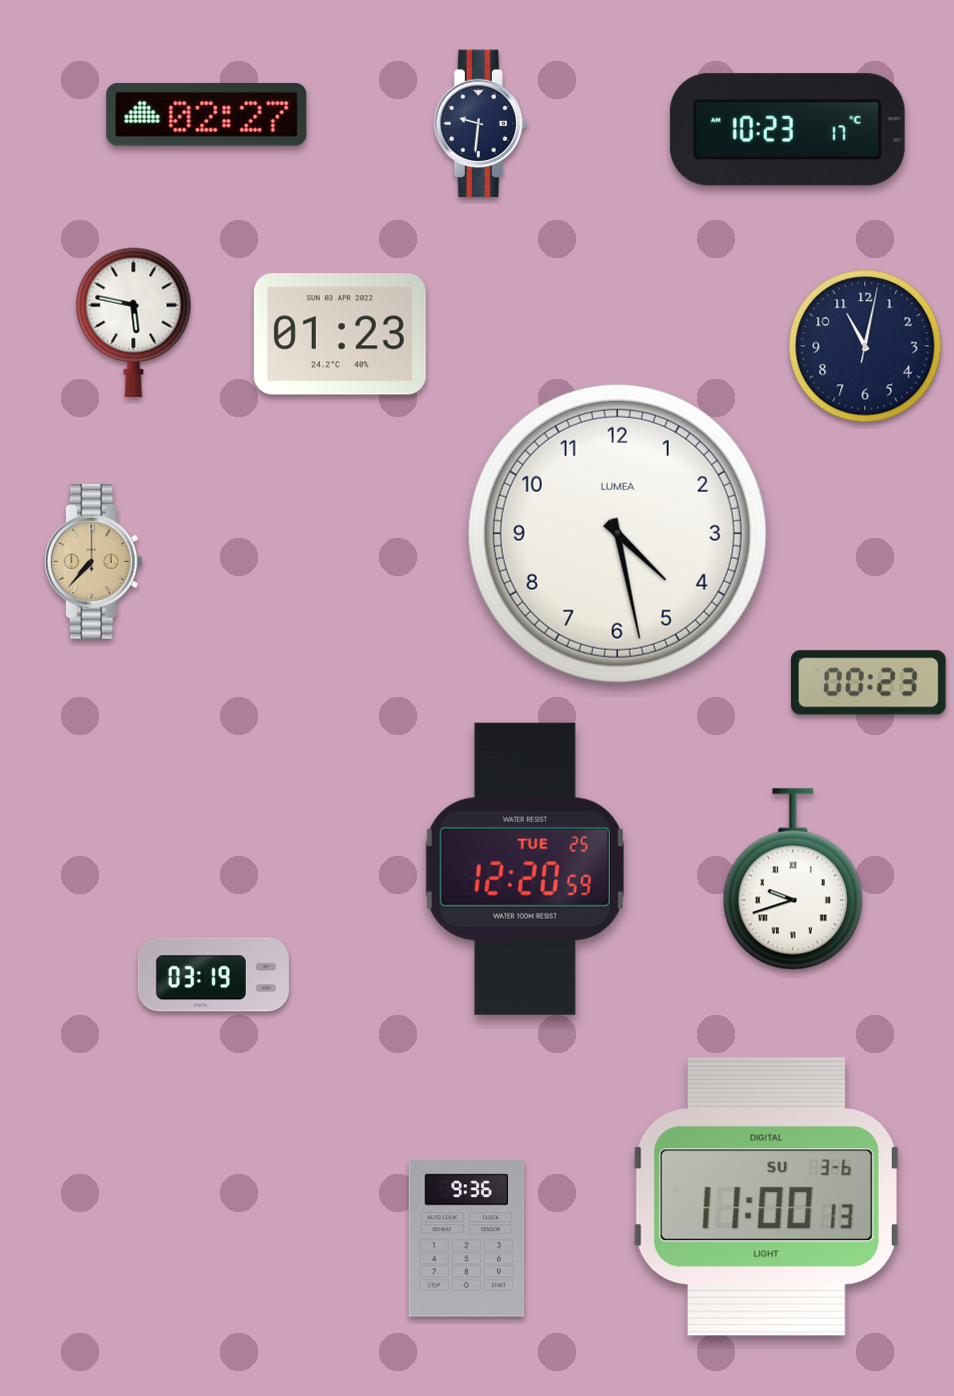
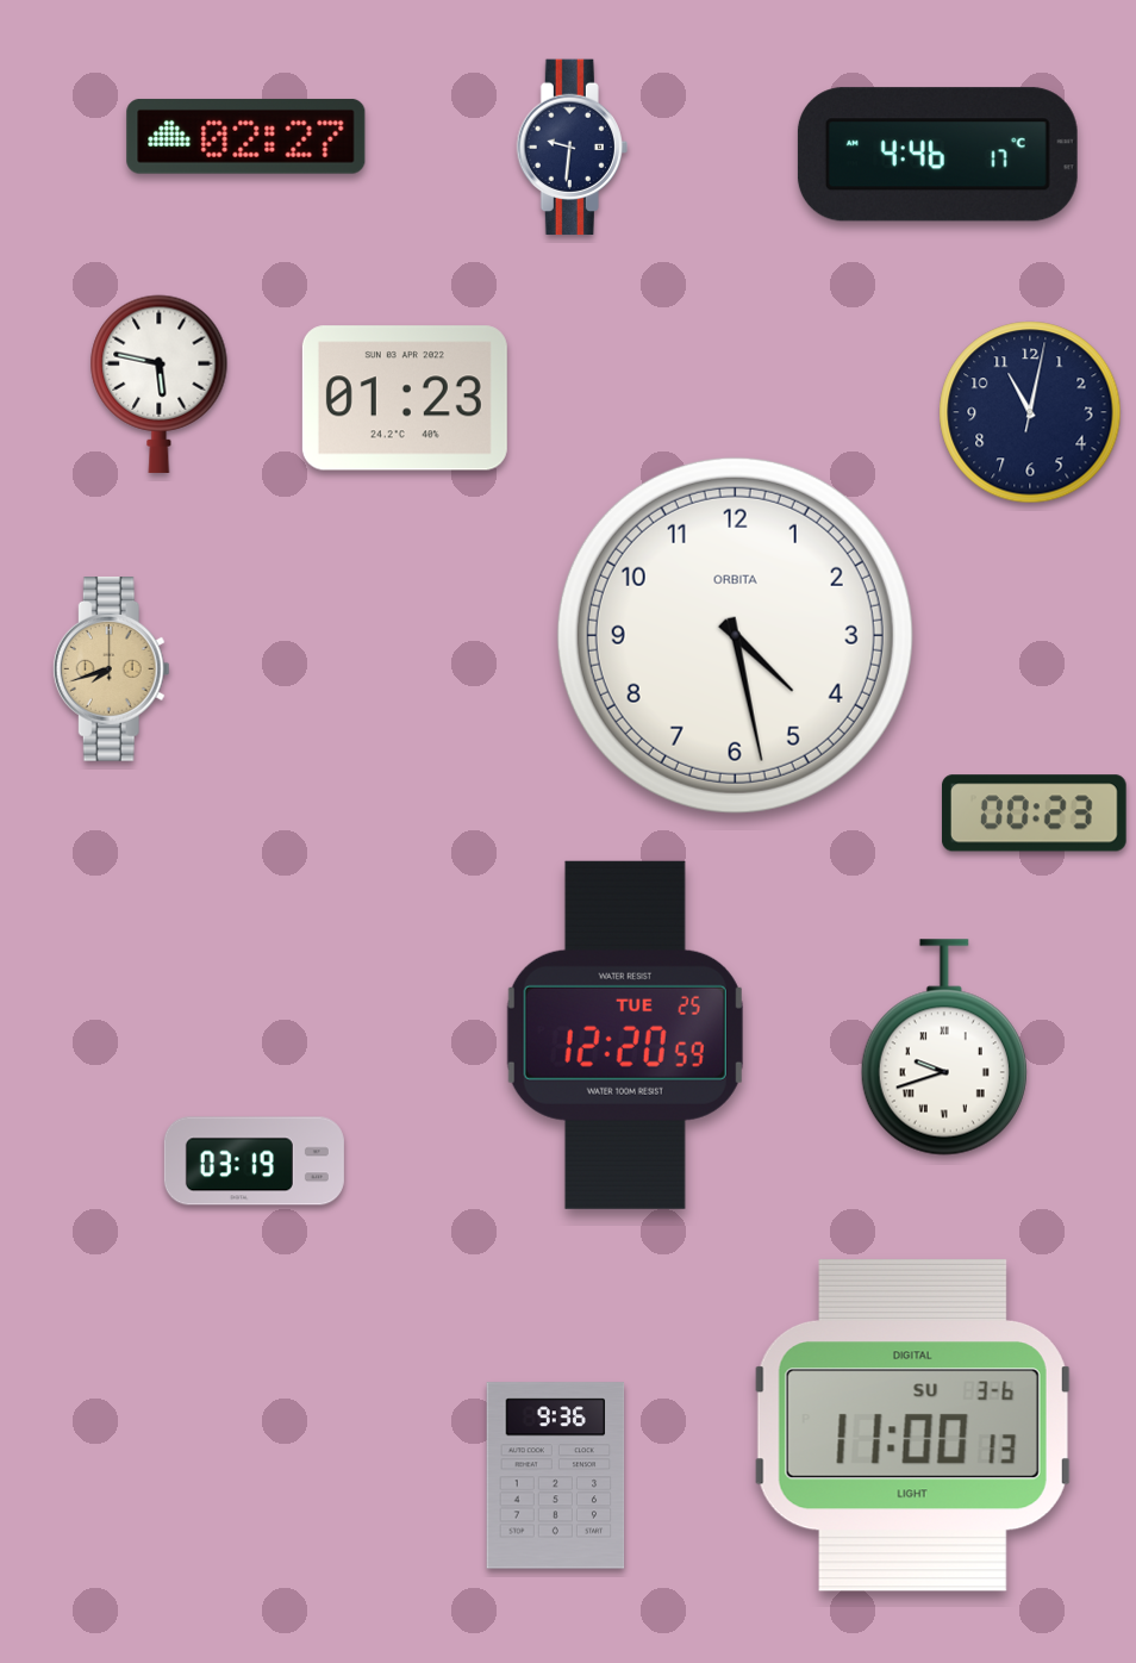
clock at (787, 130): 10:23 -> 4:46
clock at (617, 533) brand: LUMEA -> ORBITA
clock at (93, 562): 7:37 -> 7:42
